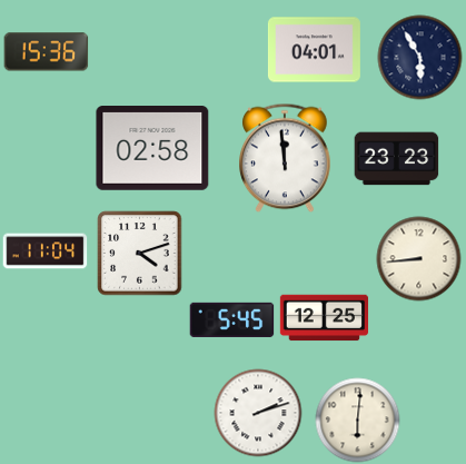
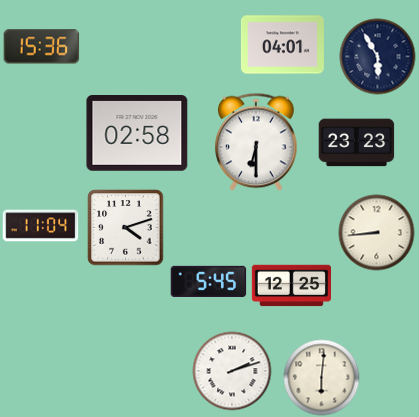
clock at (420, 58) position: (420, 58) -> (378, 57)
clock at (286, 158): 11:59 -> 6:30
clock at (232, 319) position: (232, 319) -> (209, 281)
